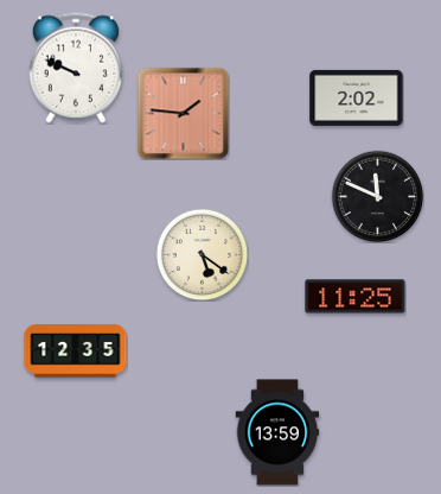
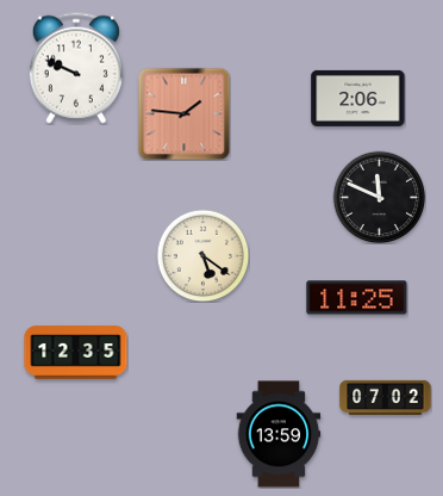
clock at (357, 97): 2:02 -> 2:06
clock at (386, 397): none -> 07:02
